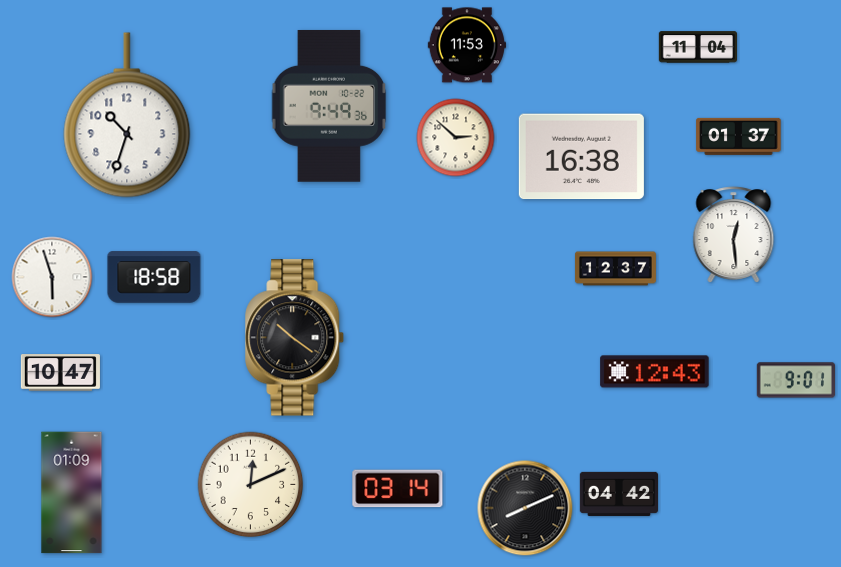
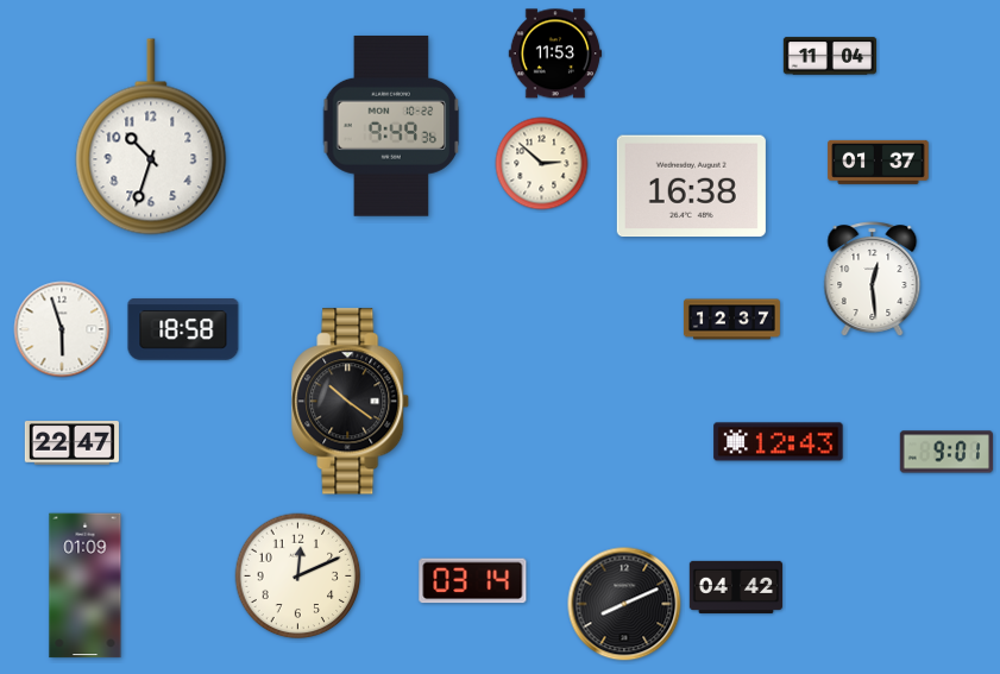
clock at (60, 373): 10:47 -> 22:47
